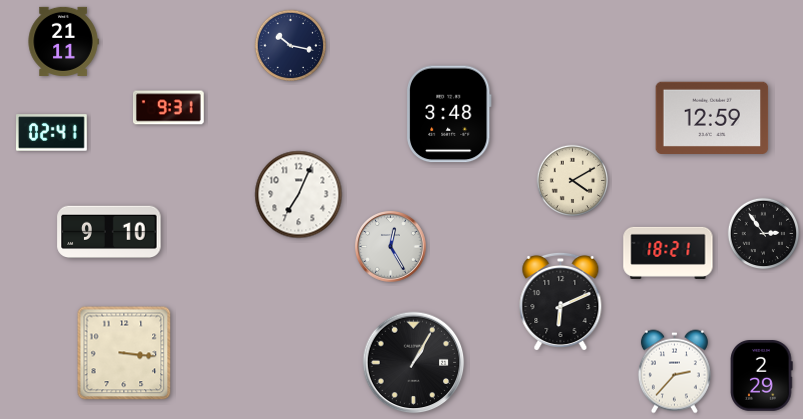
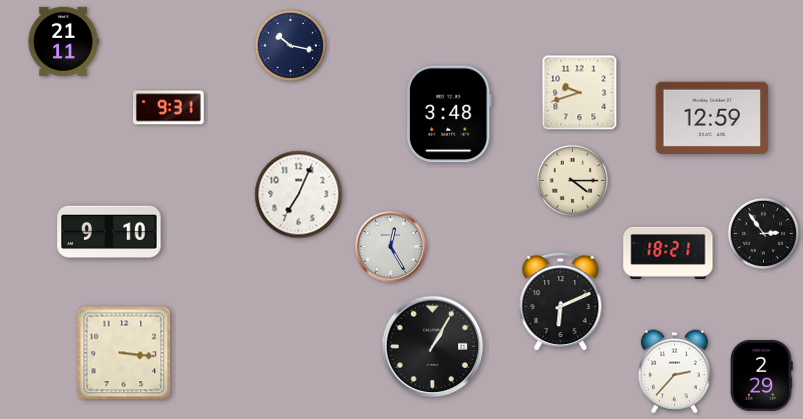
clock at (580, 93): none -> 9:42
clock at (52, 133): 02:41 -> none
clock at (573, 181): 4:10 -> 4:15
clock at (414, 363) position: (414, 363) -> (433, 347)
